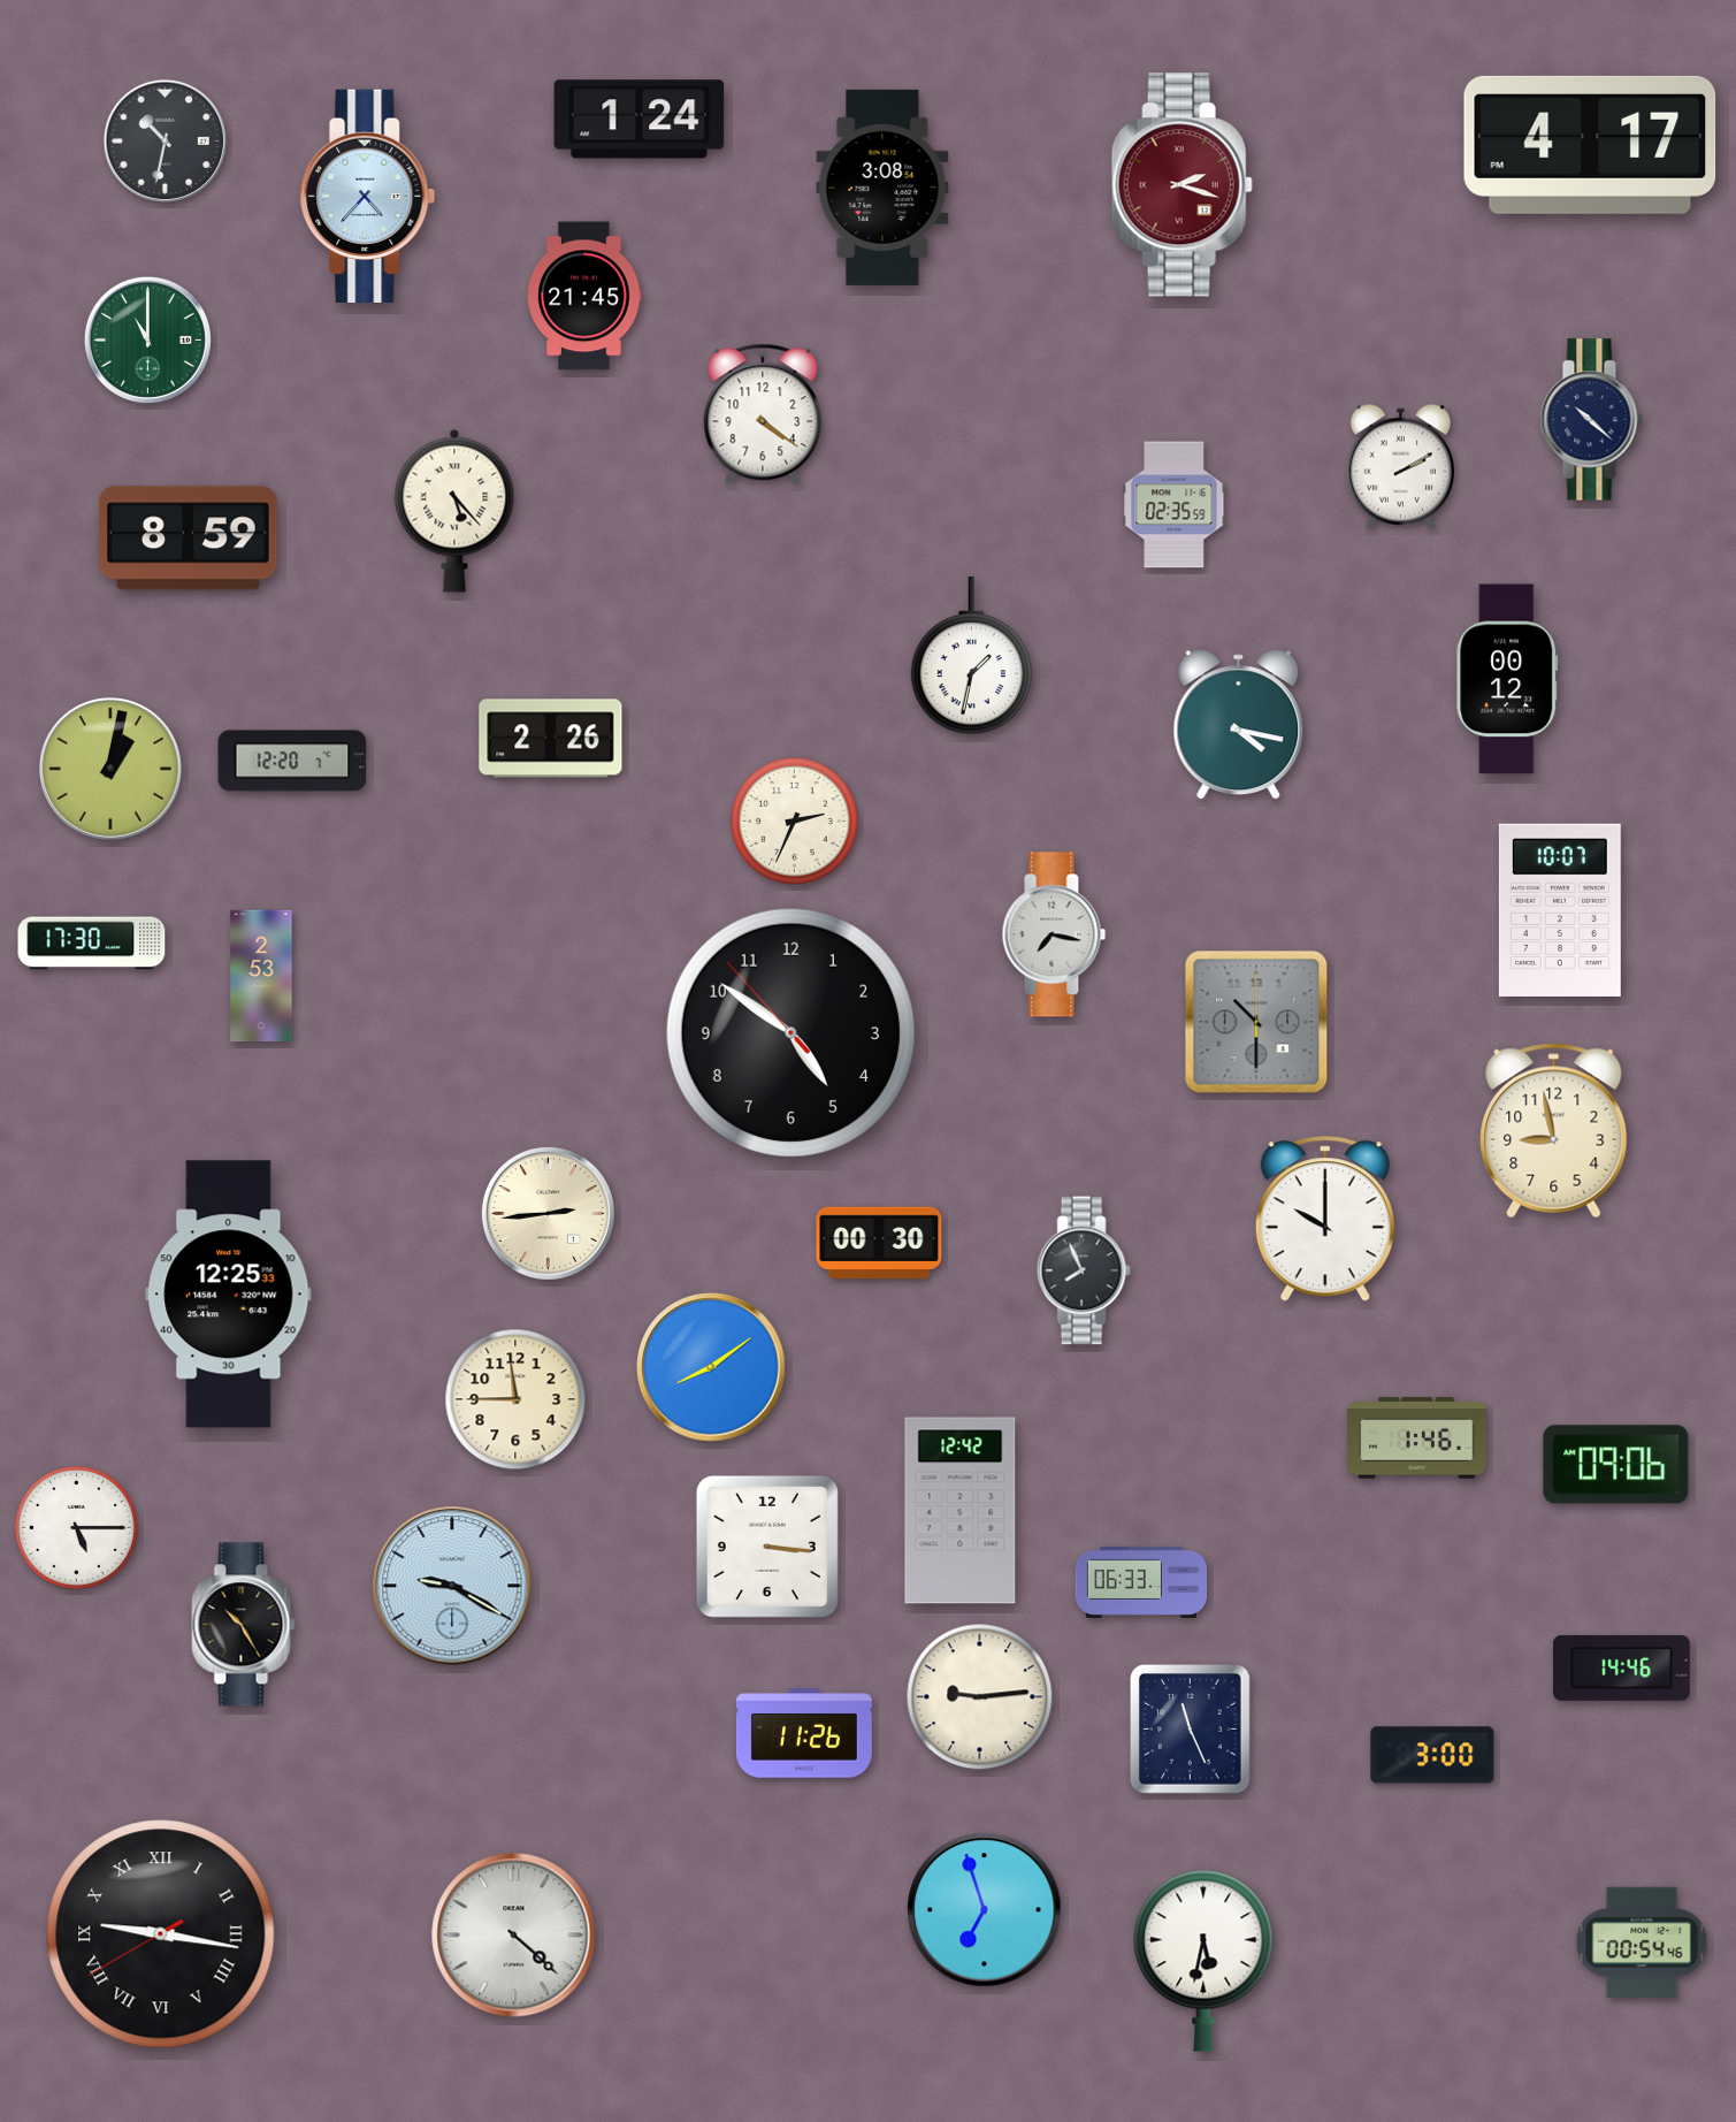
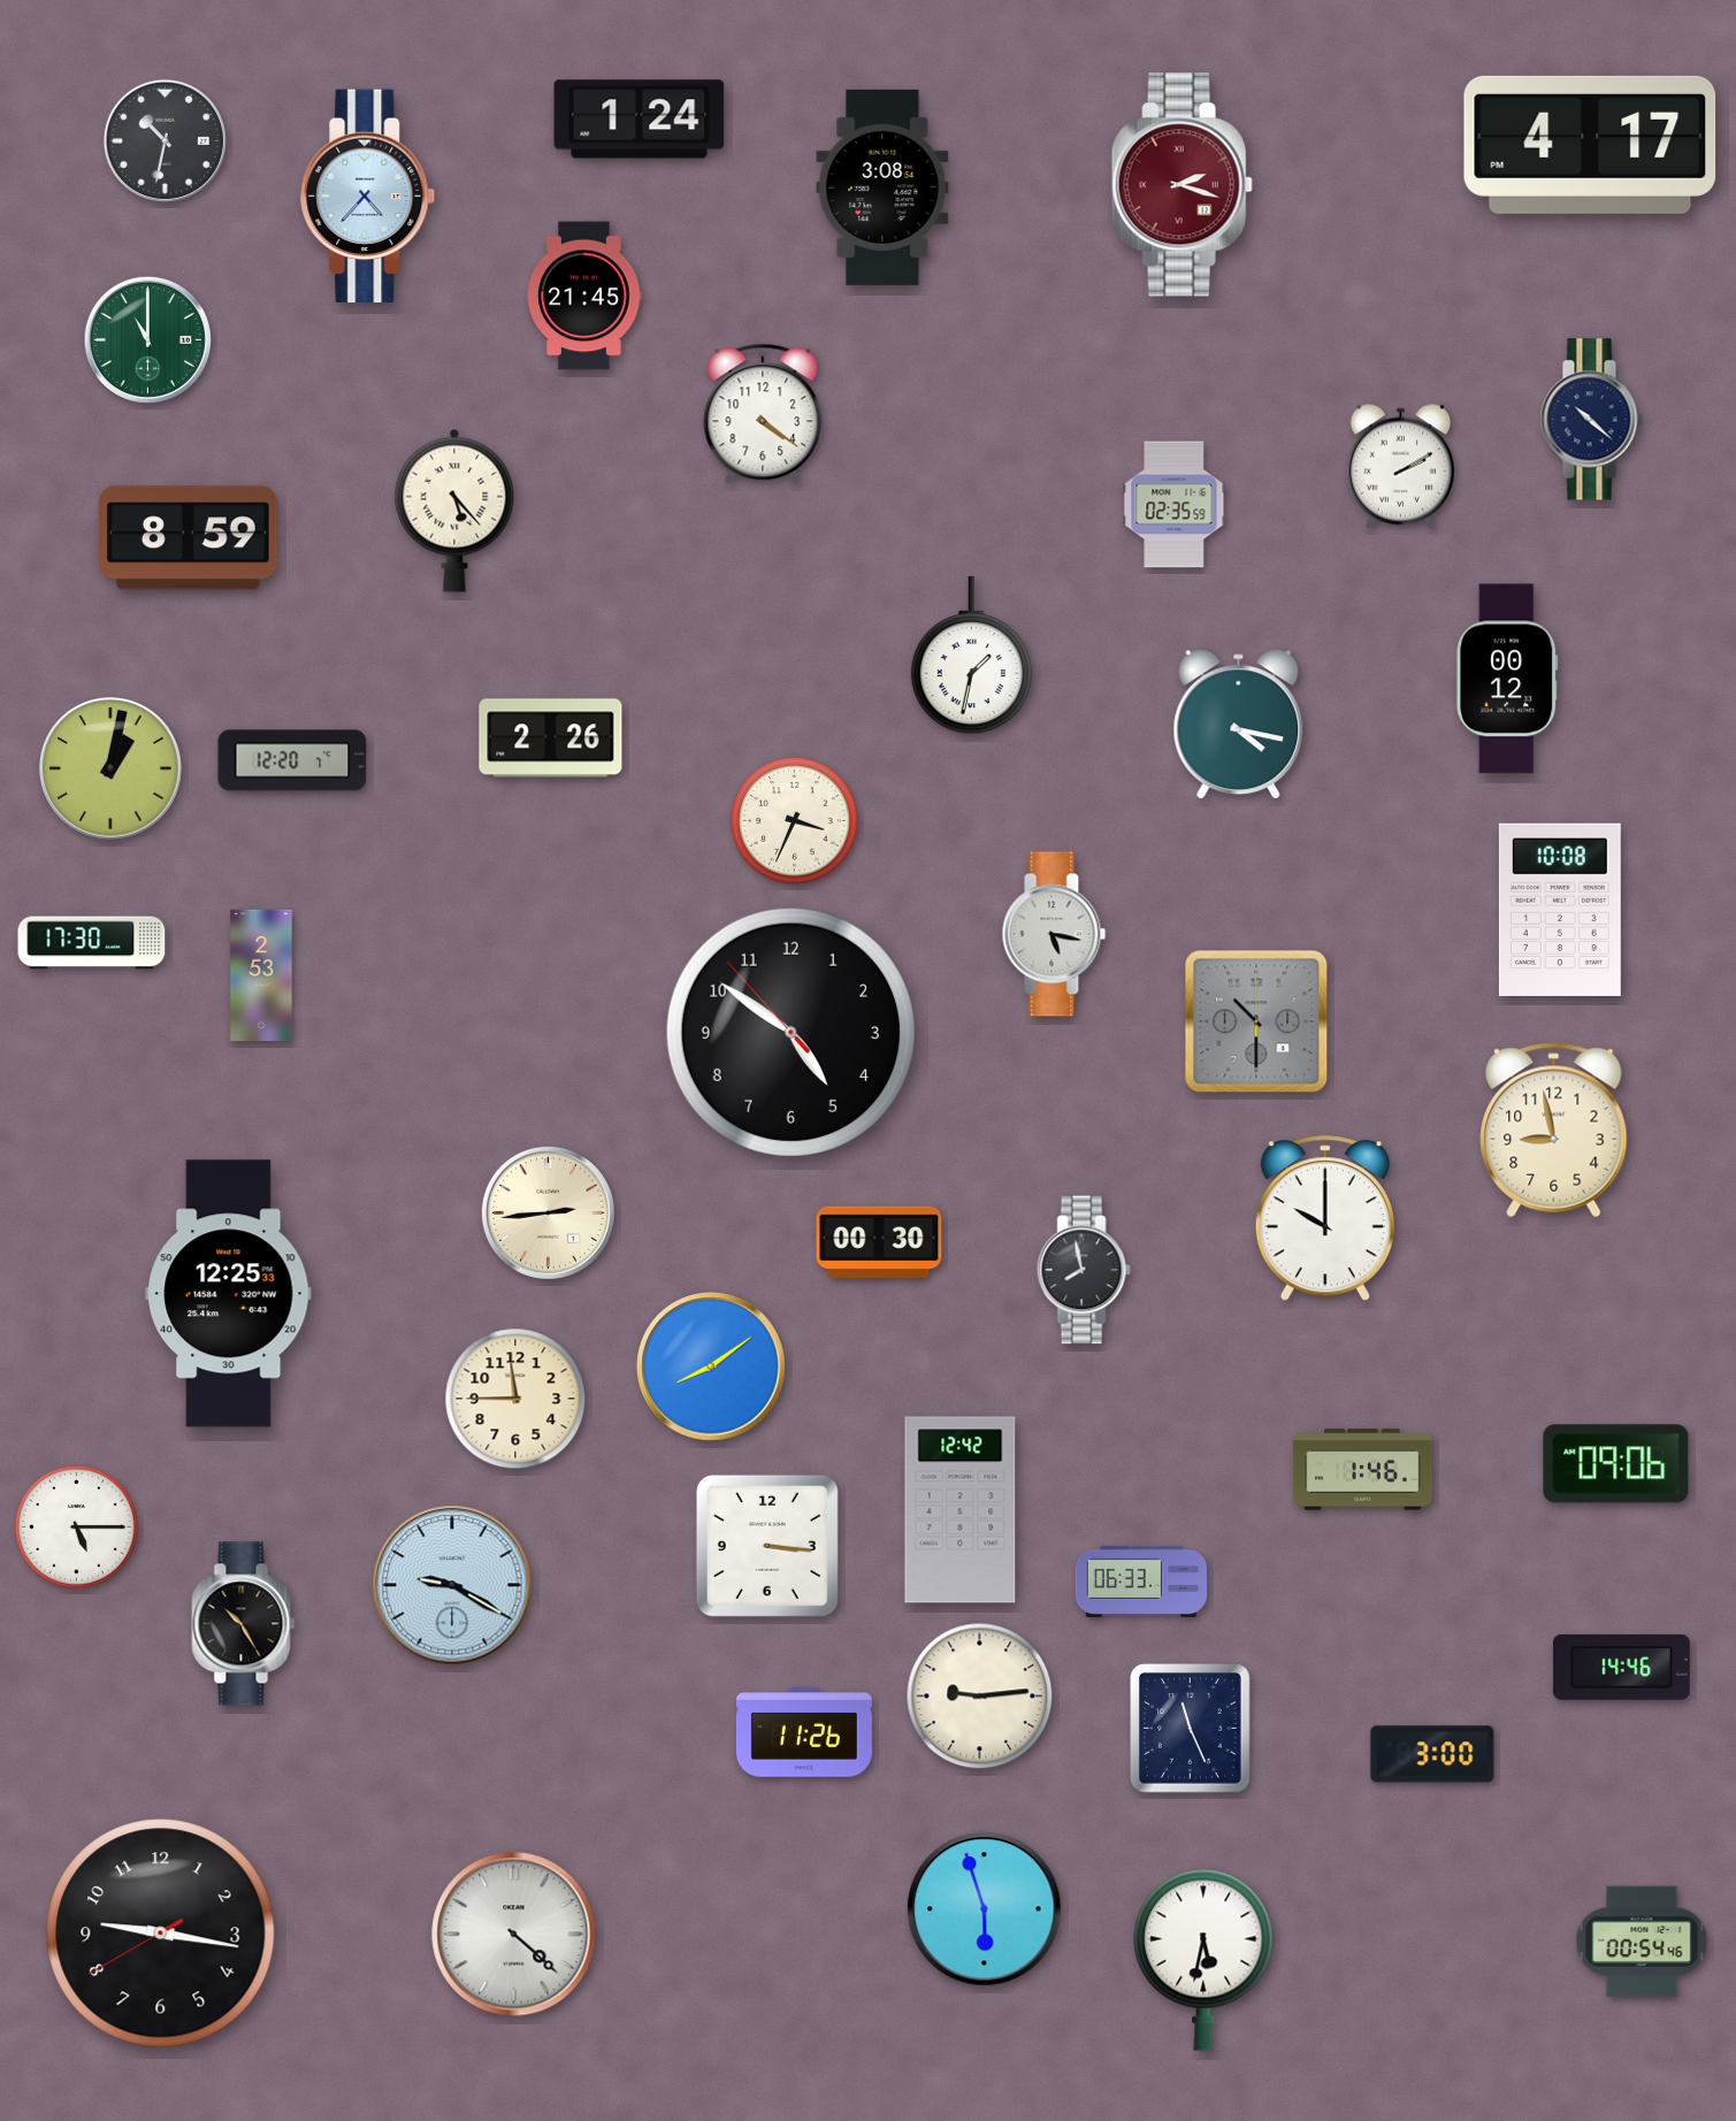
clock at (795, 822): 2:34 -> 3:34
clock at (1560, 910): 10:07 -> 10:08
clock at (1054, 934): 7:17 -> 5:17
clock at (1084, 1270): 7:56 -> 7:58
clock at (1417, 1438) position: (1417, 1438) -> (1363, 1470)
clock at (985, 1910): 6:57 -> 5:57
clock at (161, 1934) numerals: Roman -> Arabic
